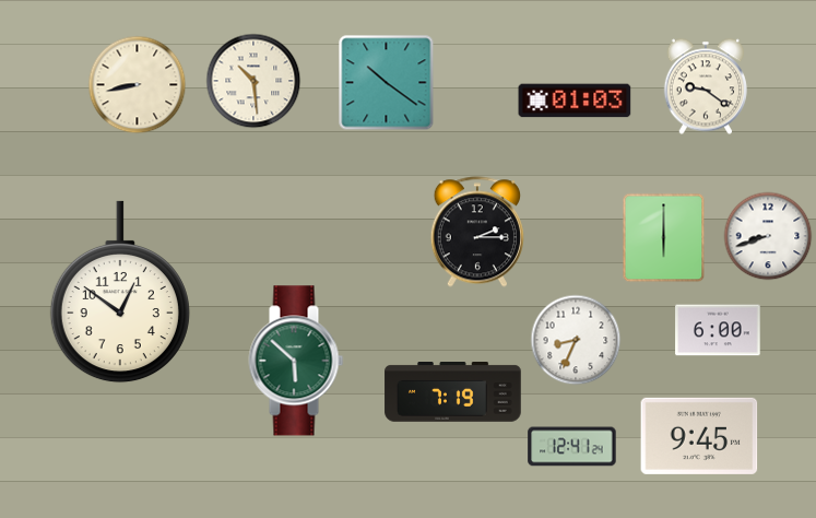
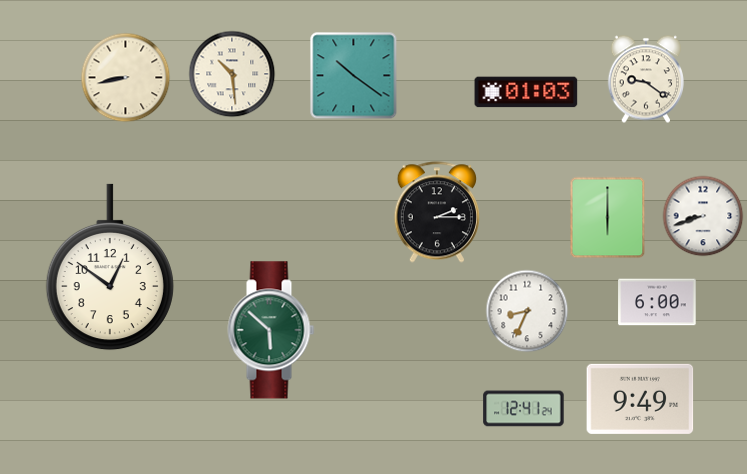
clock at (453, 392): 7:19 -> none
clock at (699, 436): 9:45 -> 9:49
